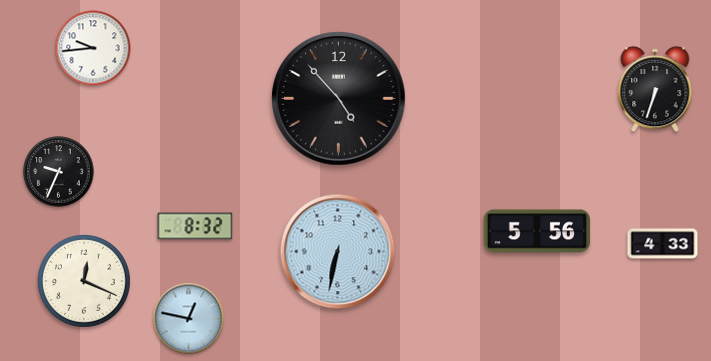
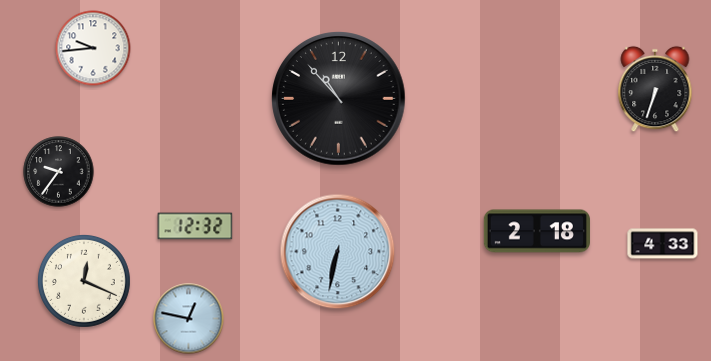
clock at (339, 99): 4:53 -> 10:53
clock at (59, 172): 9:34 -> 9:36
clock at (195, 226): 8:32 -> 12:32
clock at (537, 231): 5:56 -> 2:18
